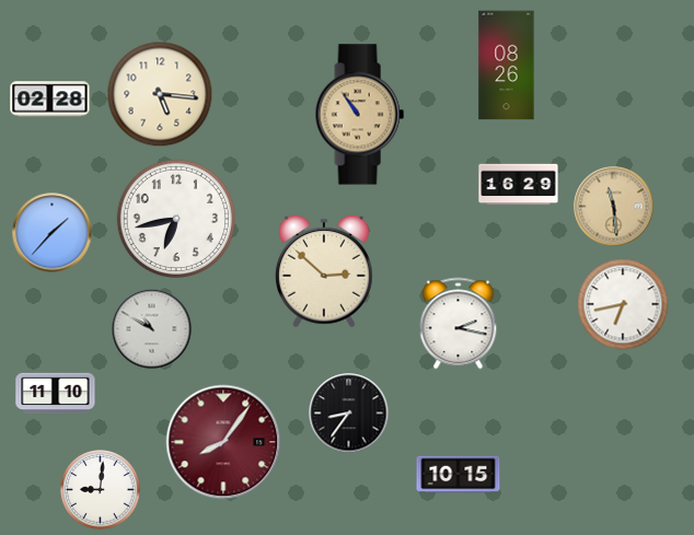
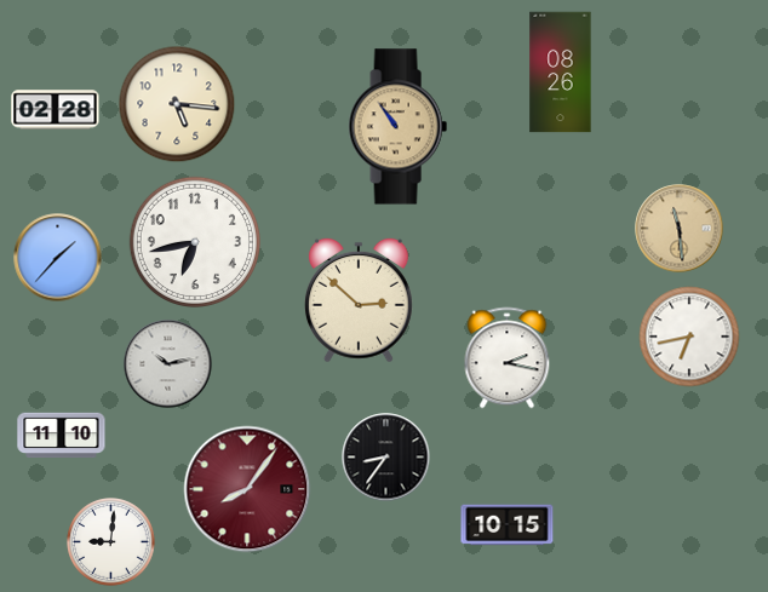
clock at (519, 185): 16:29 -> none
clock at (152, 329): 10:50 -> 10:13
